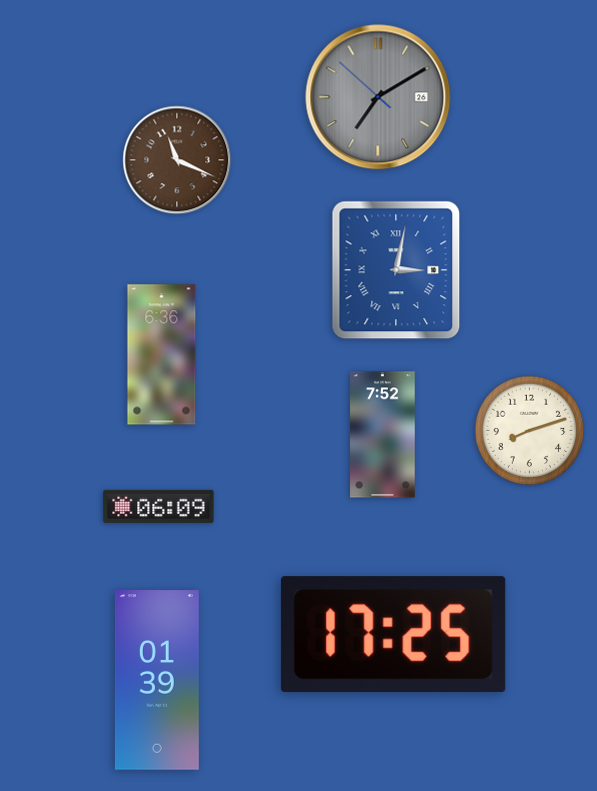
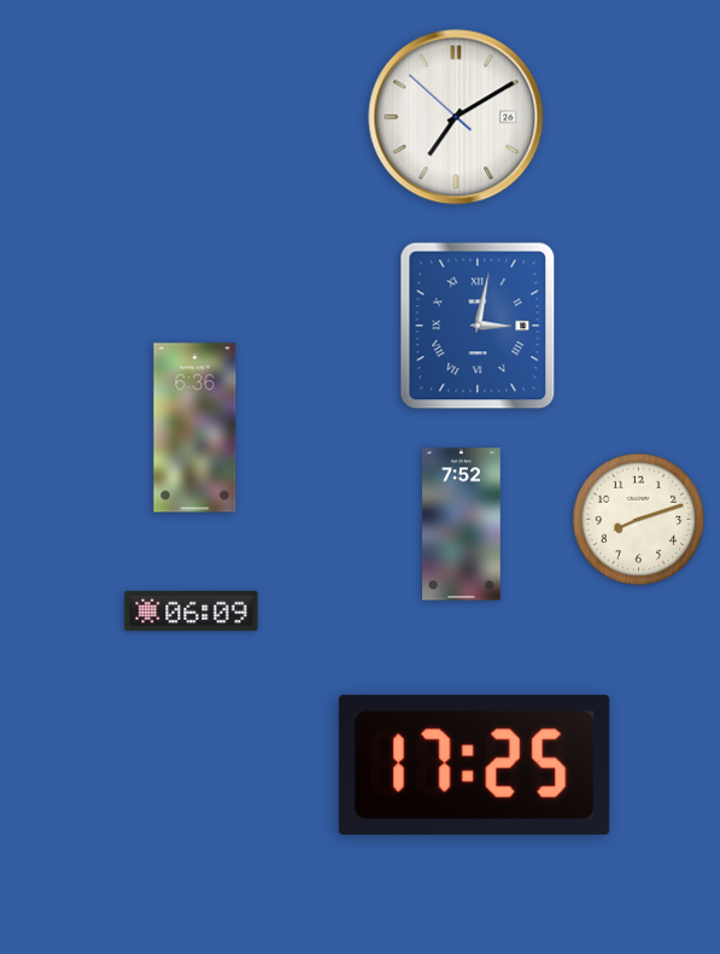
clock at (378, 97) dial: grey -> white
clock at (177, 160): 11:19 -> none
clock at (157, 680): 01:39 -> none
